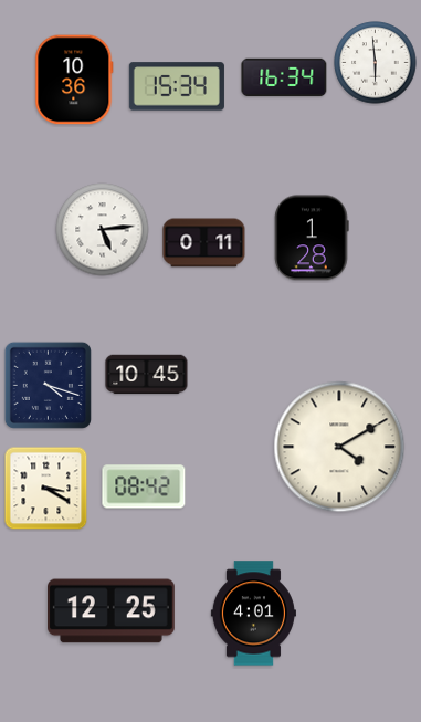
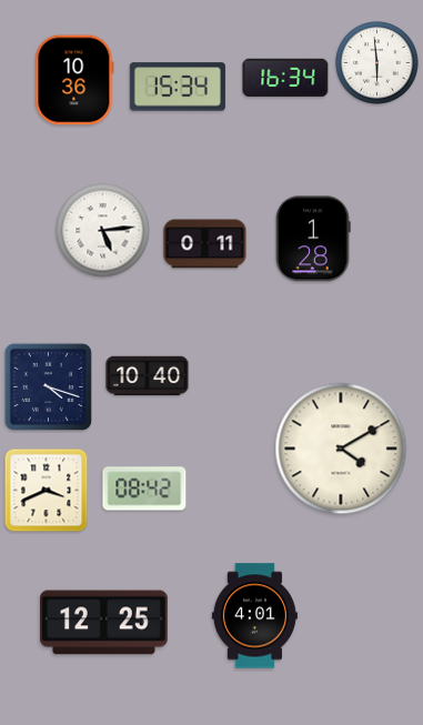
clock at (147, 375): 10:45 -> 10:40
clock at (46, 489): 3:20 -> 3:41
clock at (112, 611) position: (112, 611) -> (104, 623)
